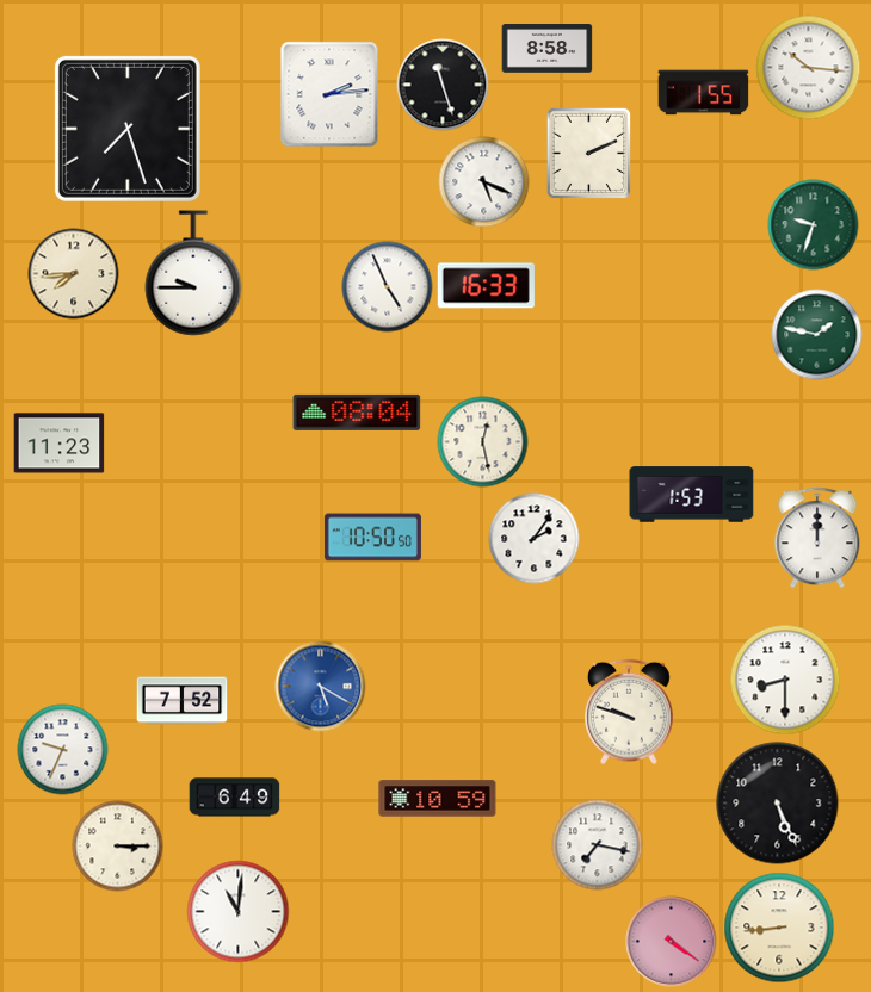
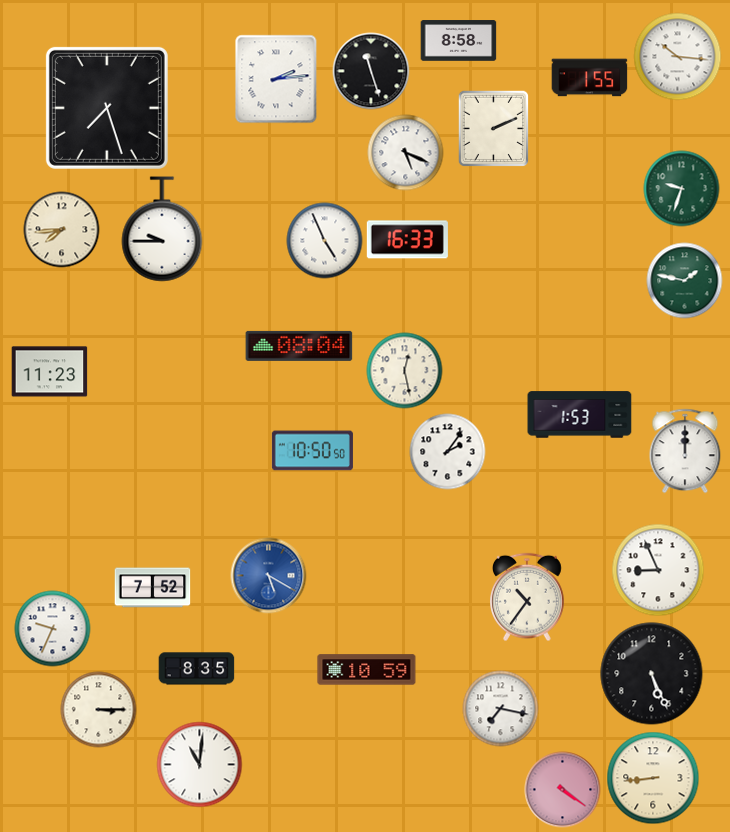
clock at (785, 680): 8:30 -> 8:56
clock at (630, 712): 9:48 -> 10:36
clock at (235, 798): 6:49 -> 8:35
